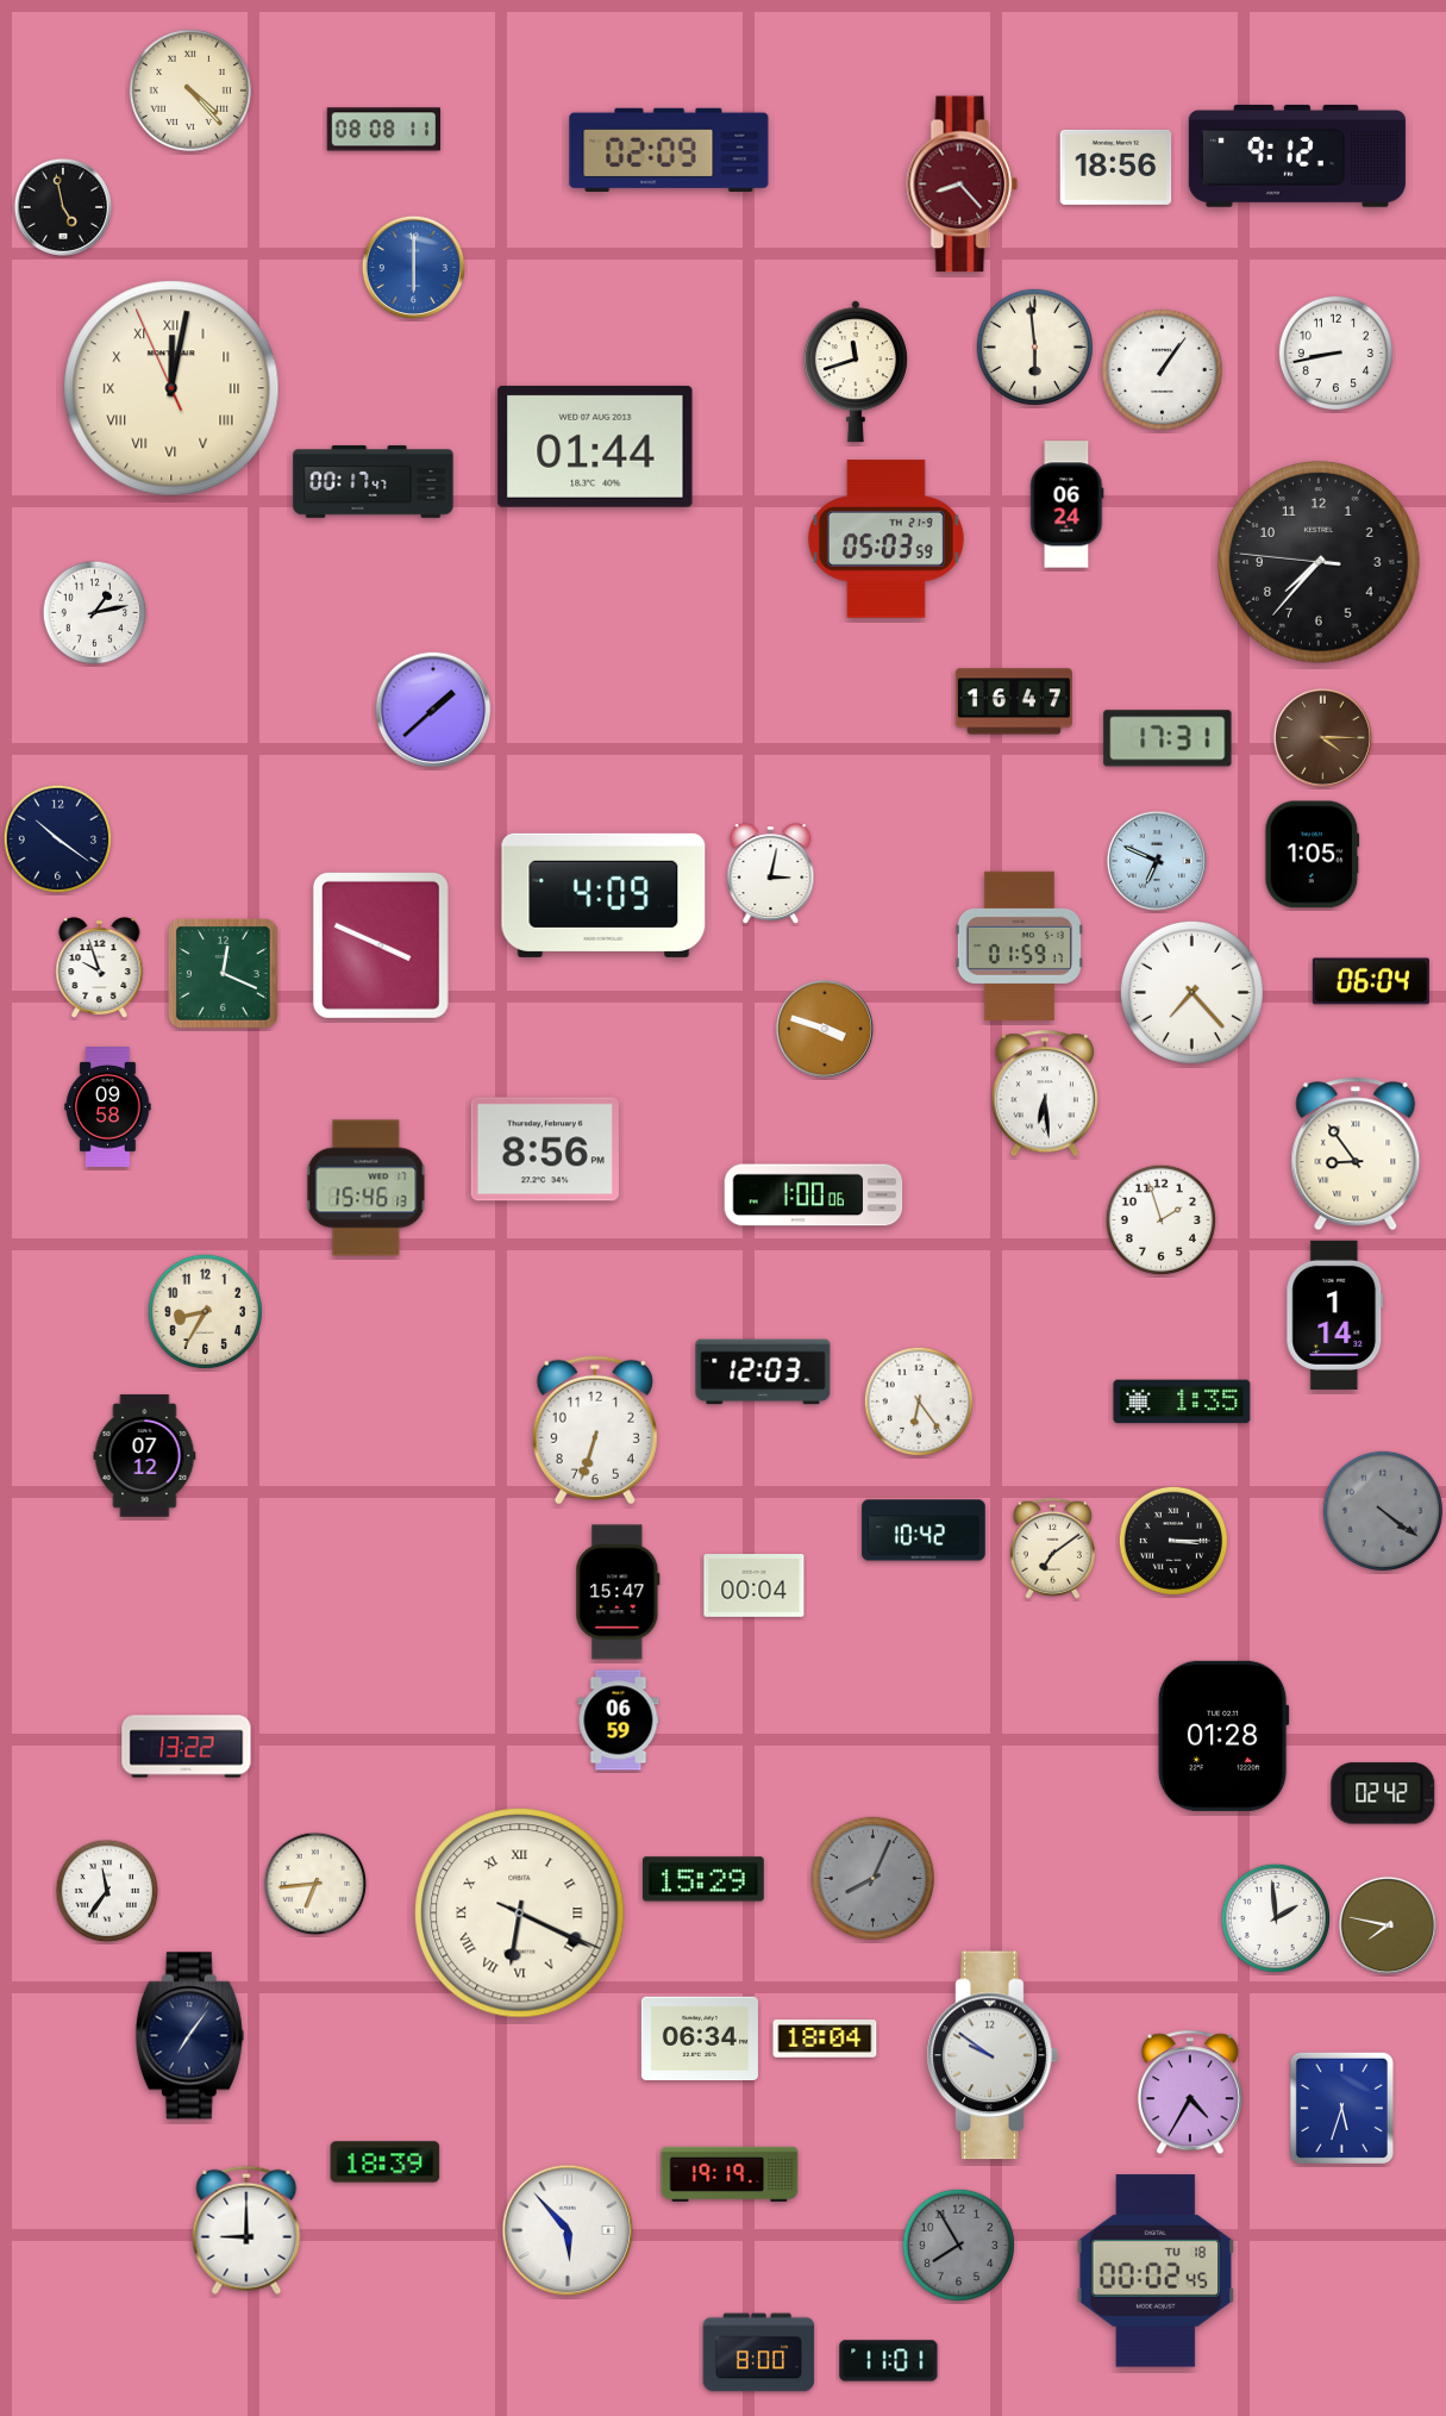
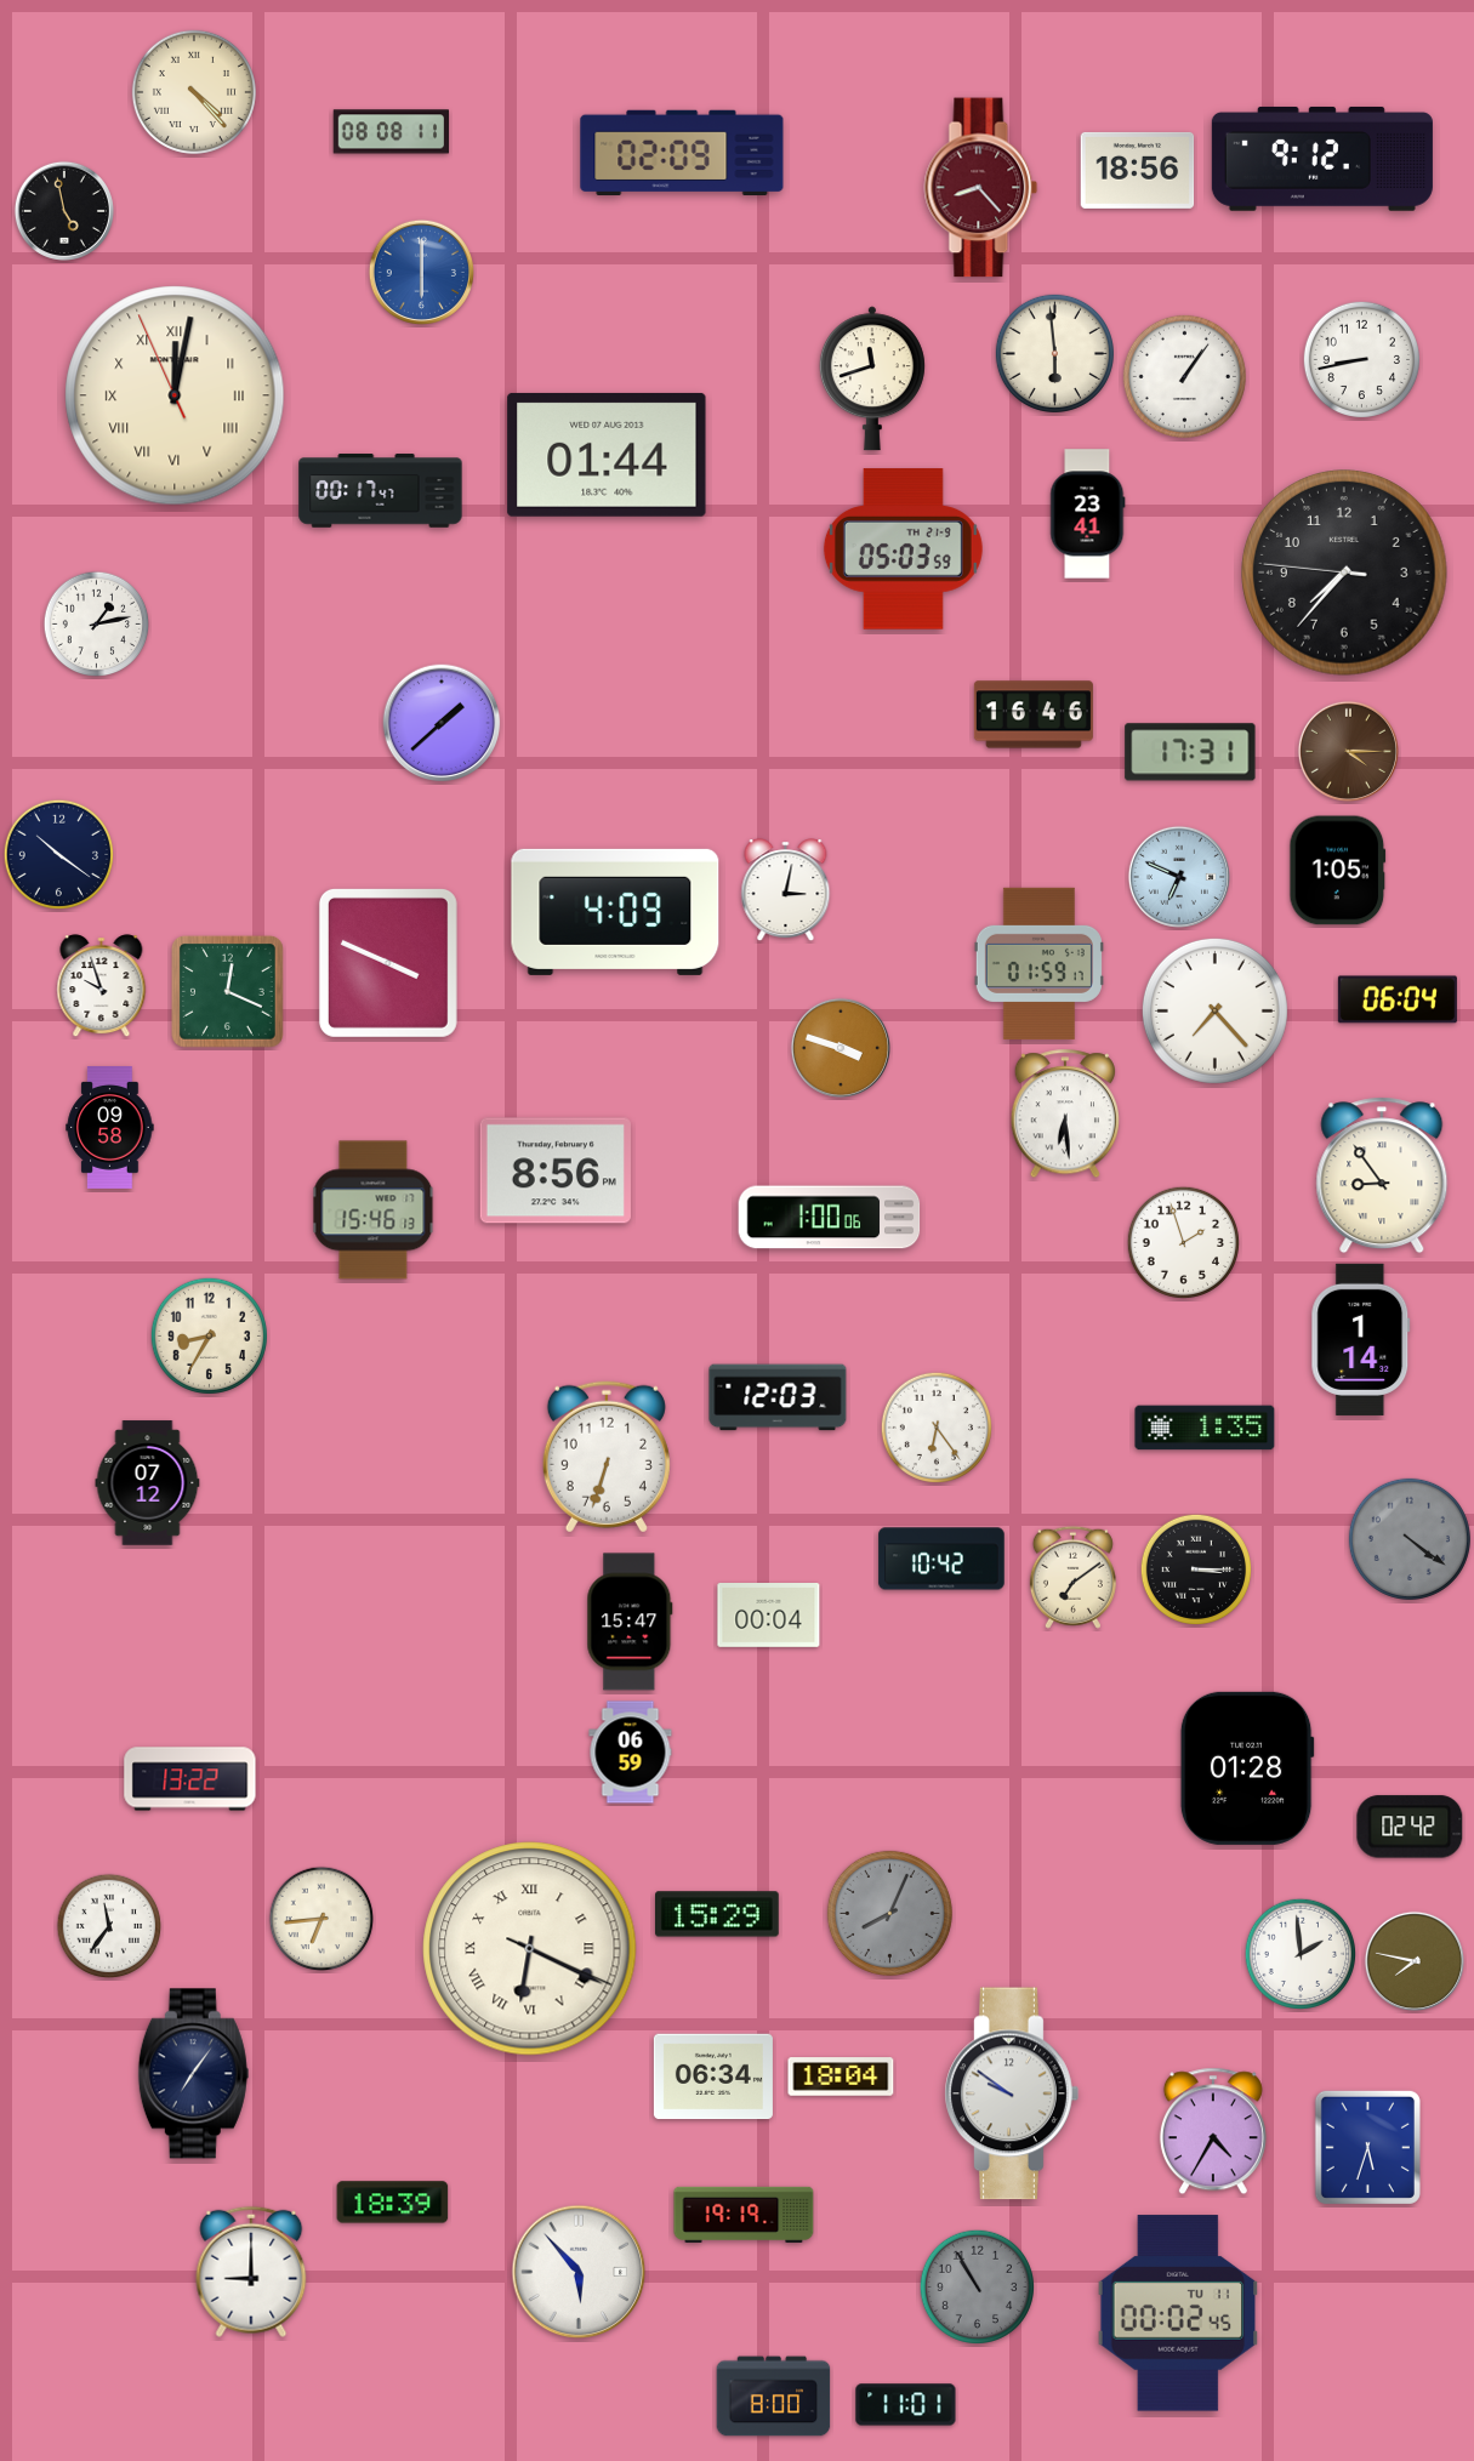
clock at (1068, 505): 06:24 -> 23:41
clock at (1014, 701): 16:47 -> 16:46
clock at (958, 2245): 7:55 -> 10:55
clock at (1156, 2271) date: TU 18 -> TU 11
